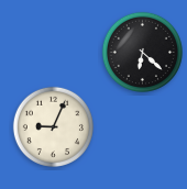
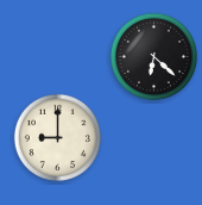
clock at (53, 126): 9:04 -> 9:00
